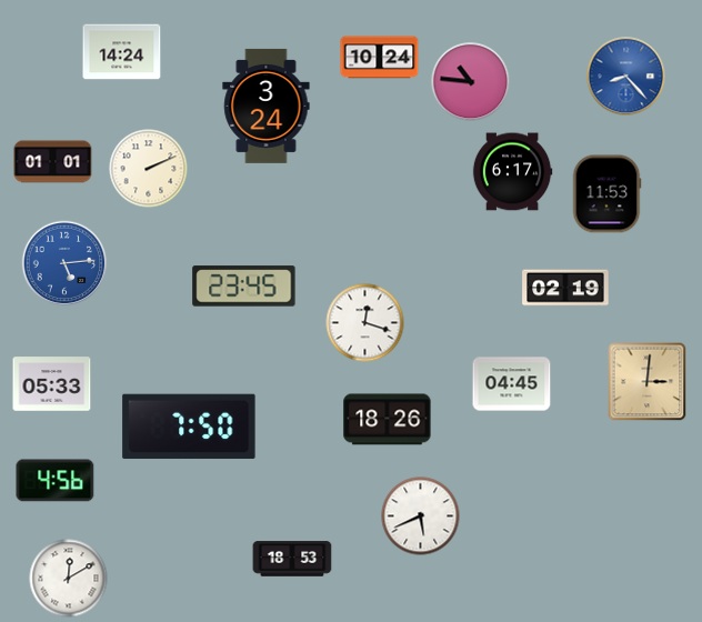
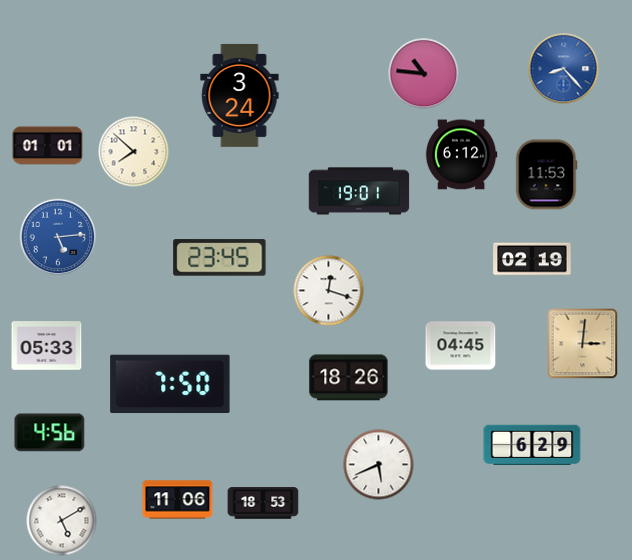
clock at (122, 52): 14:24 -> none
clock at (380, 58): 10:24 -> none
clock at (149, 169): 2:11 -> 7:52
clock at (512, 172): 6:17 -> 6:12
clock at (359, 191): none -> 19:01
clock at (565, 288) position: (565, 288) -> (532, 259)
clock at (532, 444): none -> 6:29
clock at (178, 500): none -> 11:06
clock at (69, 579): 12:10 -> 5:10
